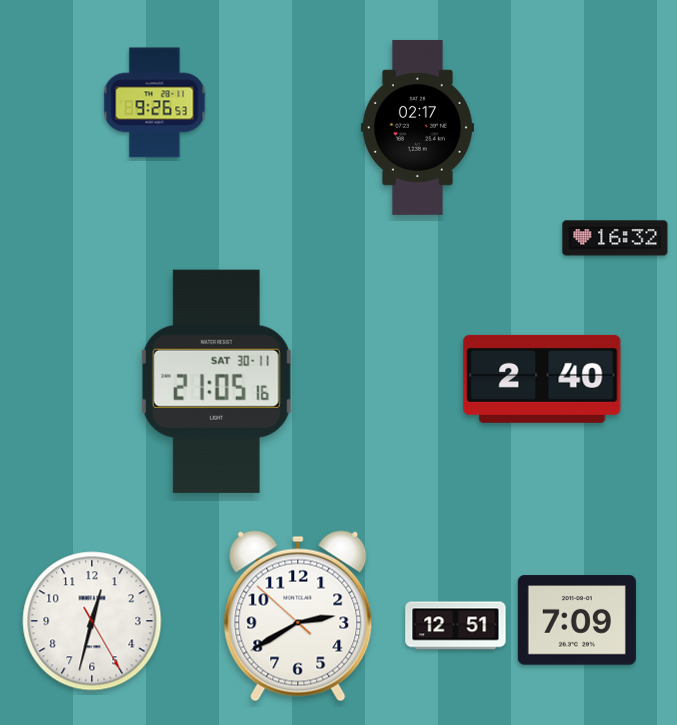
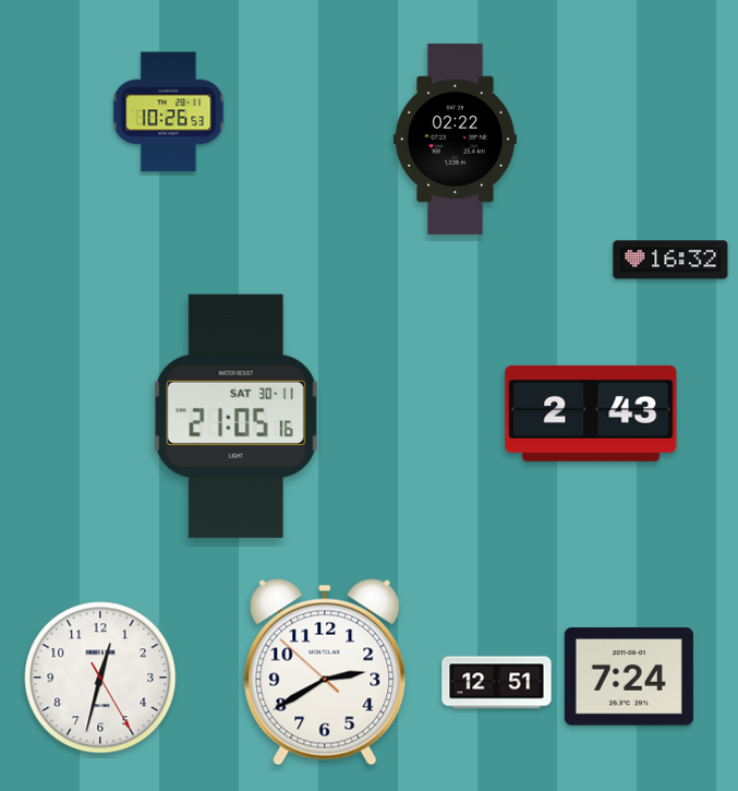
clock at (155, 103): 9:26 -> 10:26
clock at (417, 127): 02:17 -> 02:22
clock at (542, 379): 2:40 -> 2:43
clock at (577, 620): 7:09 -> 7:24
